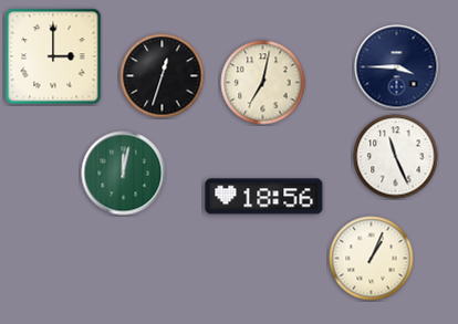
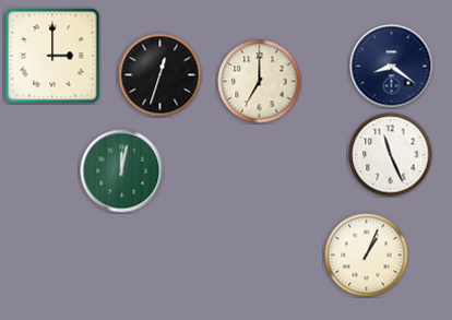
clock at (397, 67): 3:45 -> 8:21
clock at (263, 83): 7:02 -> 7:00
clock at (264, 197): 18:56 -> none
